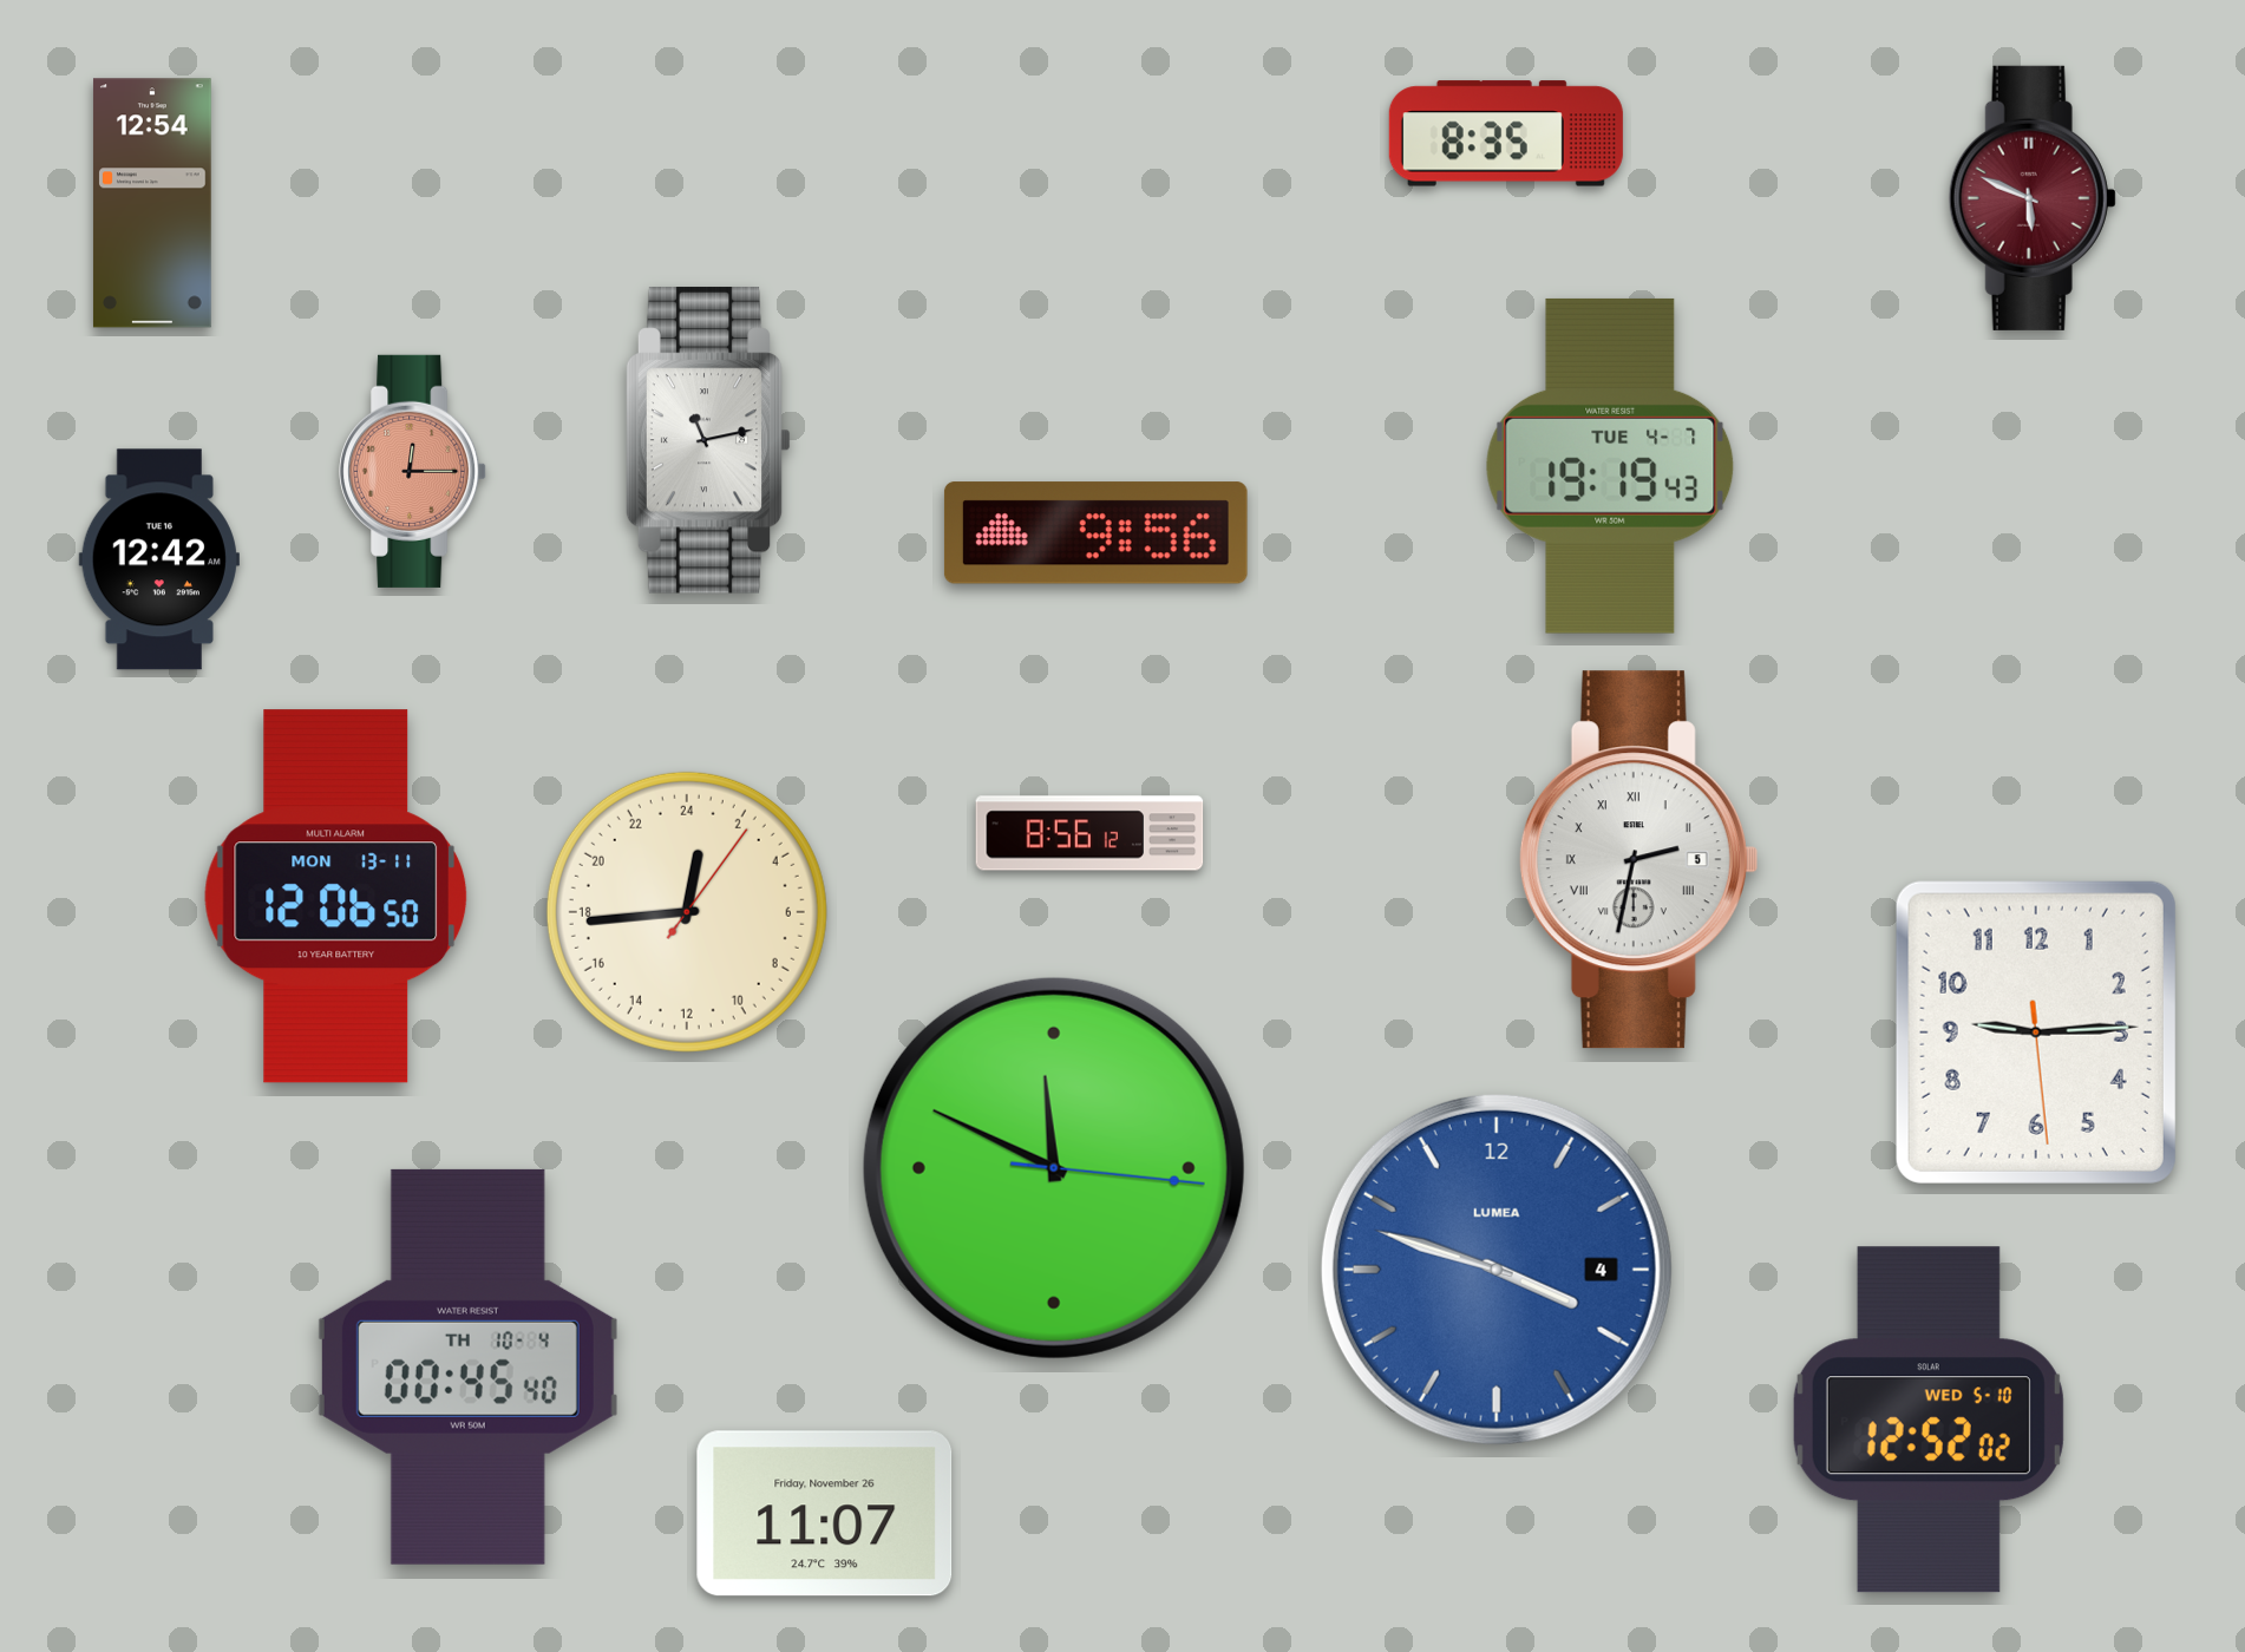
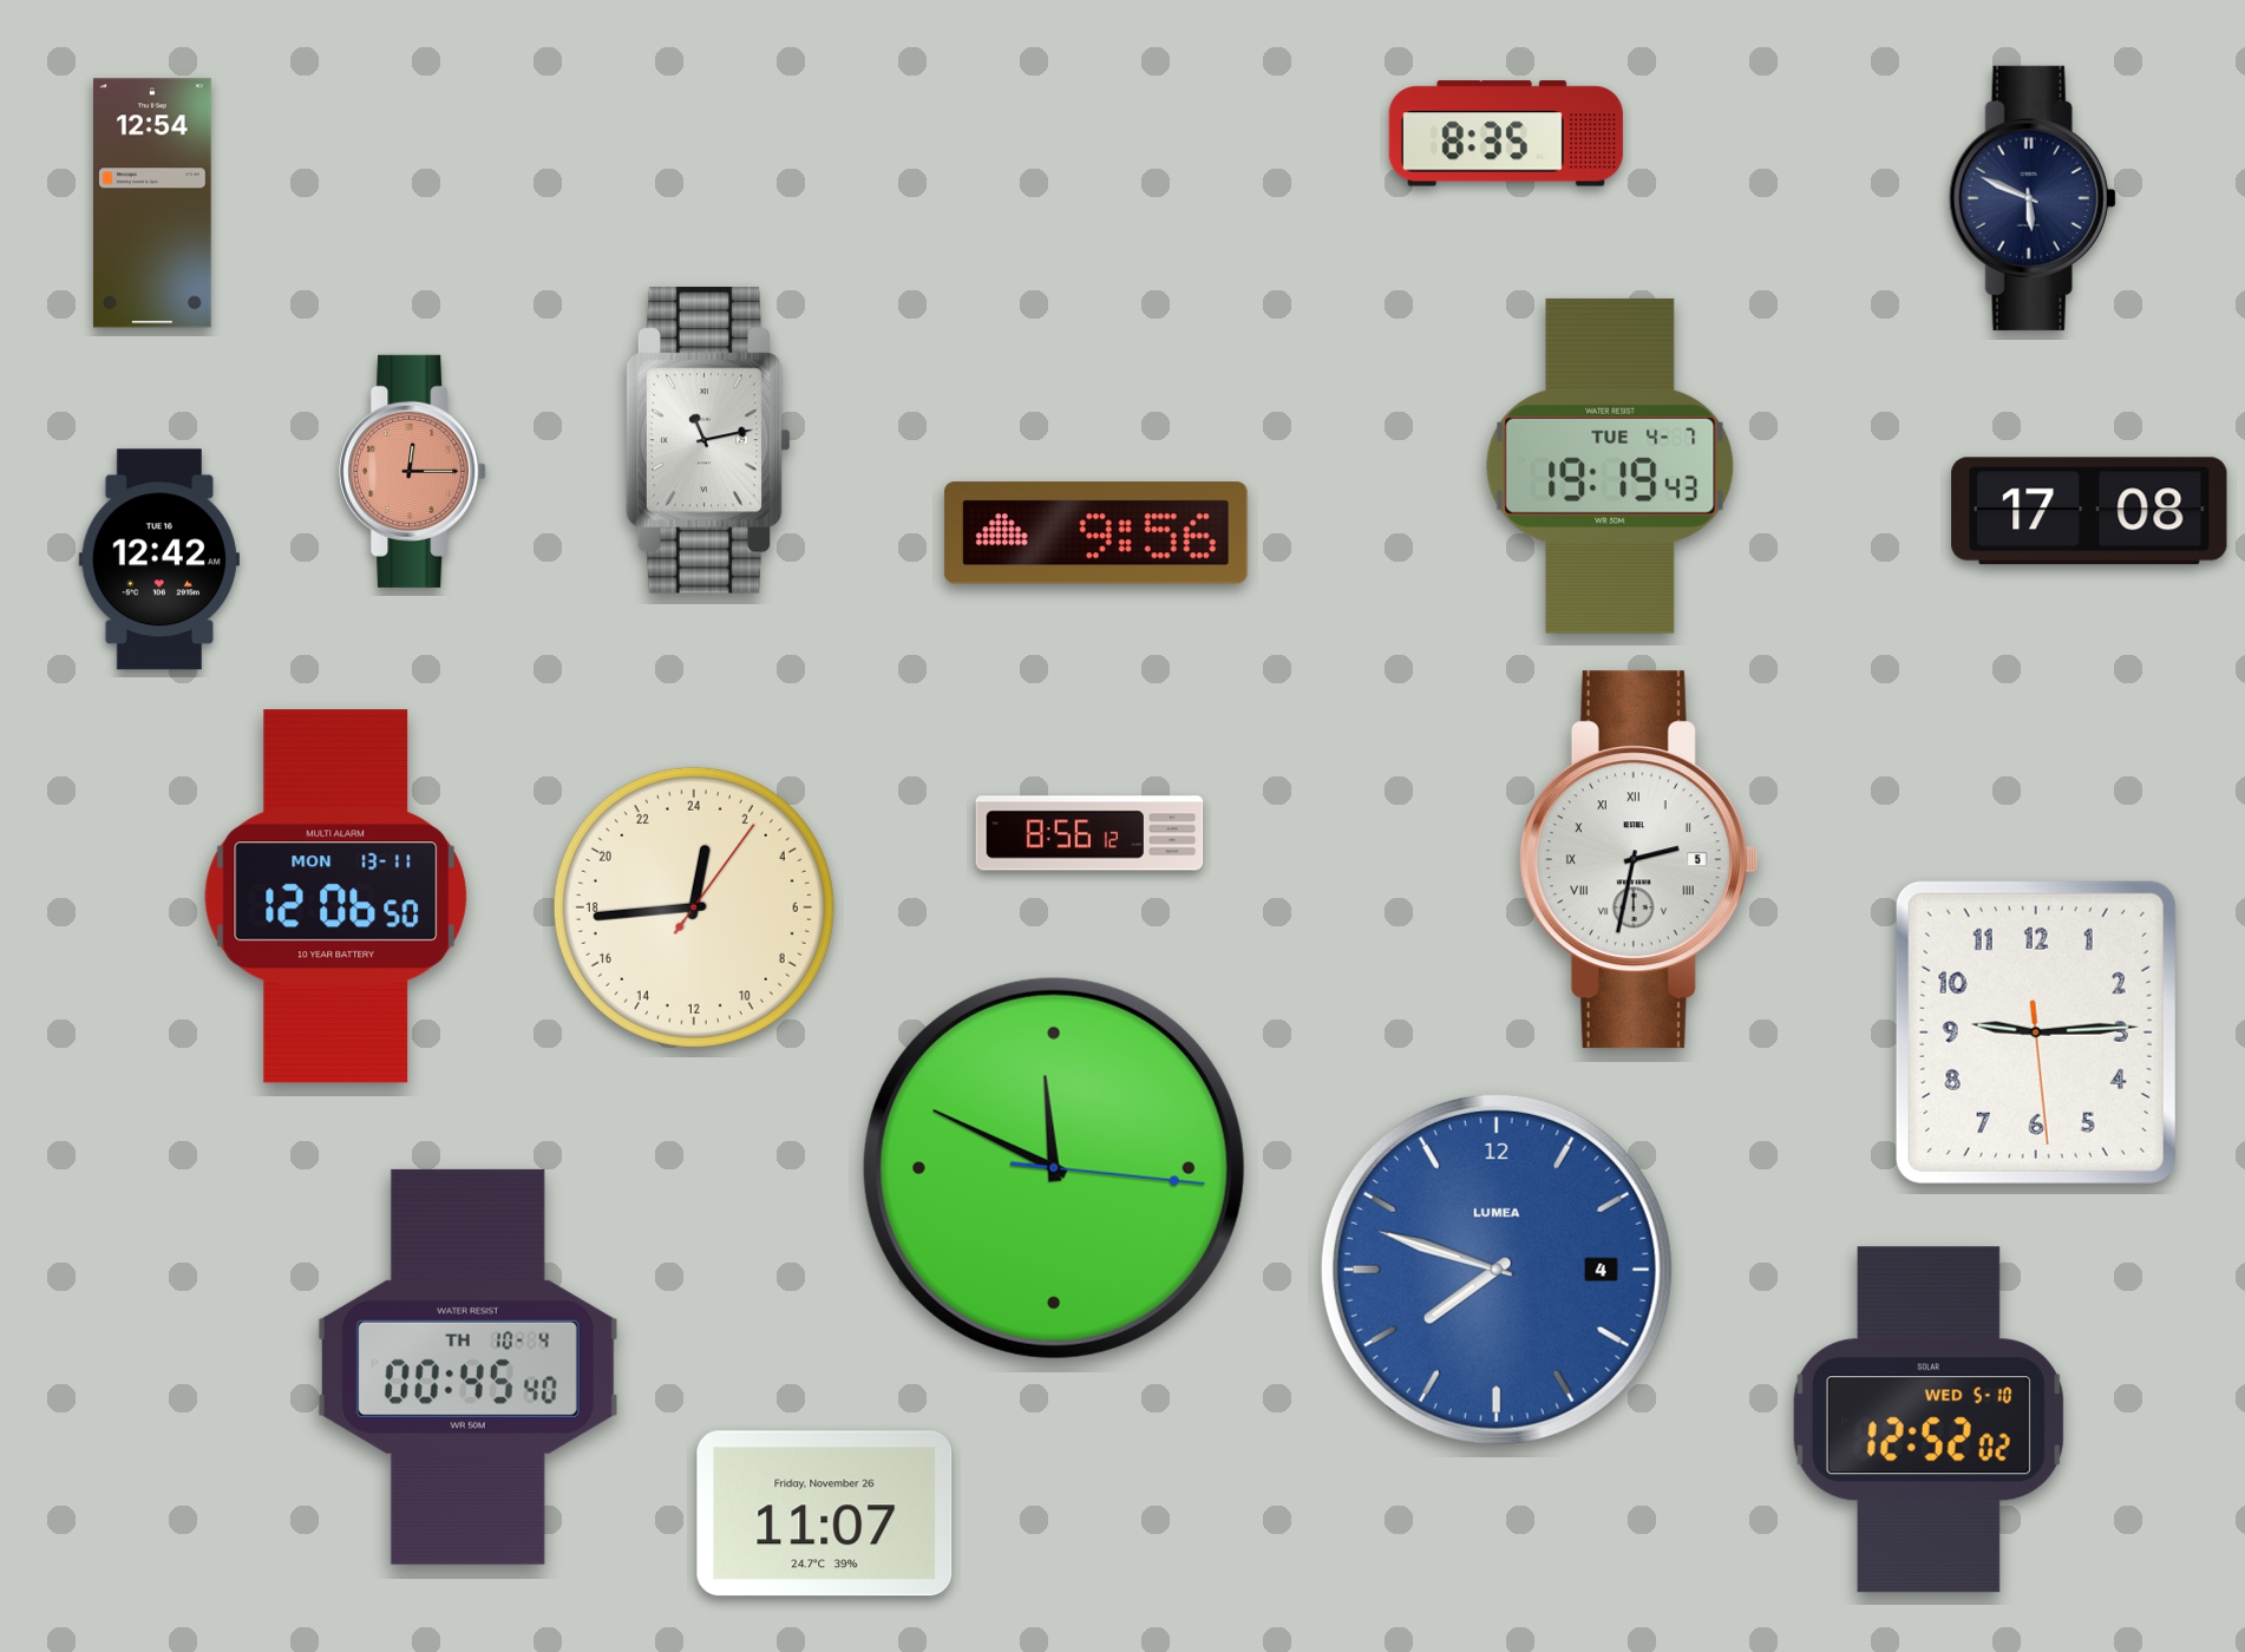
clock at (2033, 198) dial: burgundy -> navy
clock at (2089, 511): none -> 17:08
clock at (687, 912) position: (687, 912) -> (694, 907)
clock at (1497, 1270): 3:48 -> 7:48
